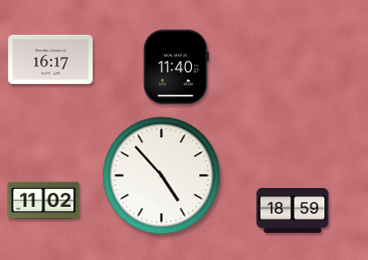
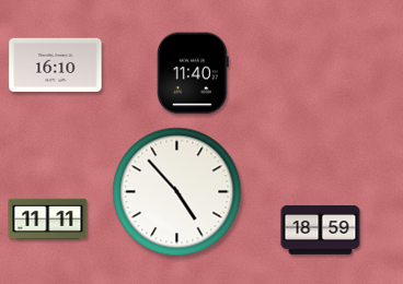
clock at (51, 59): 16:17 -> 16:10
clock at (44, 201): 11:02 -> 11:11
